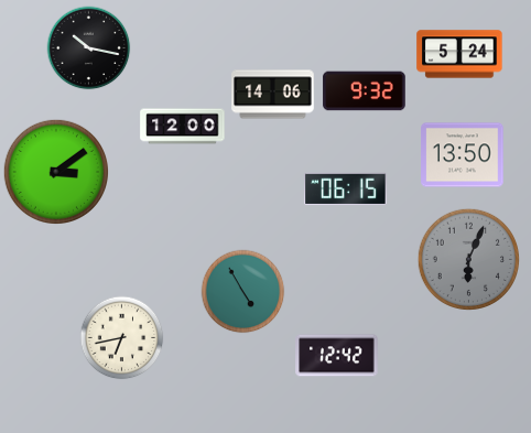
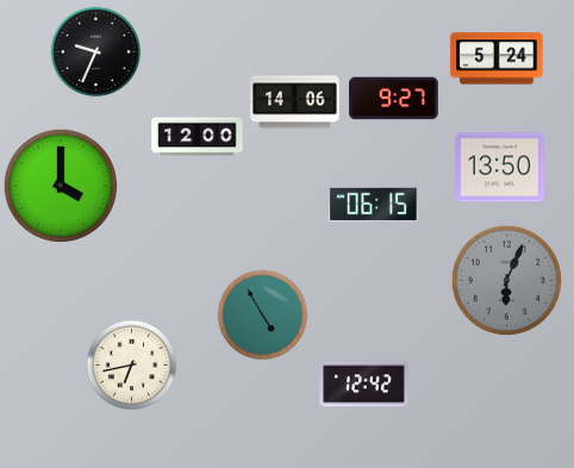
clock at (89, 48): 10:17 -> 9:34
clock at (365, 91): 9:32 -> 9:27
clock at (55, 171): 3:09 -> 4:00
